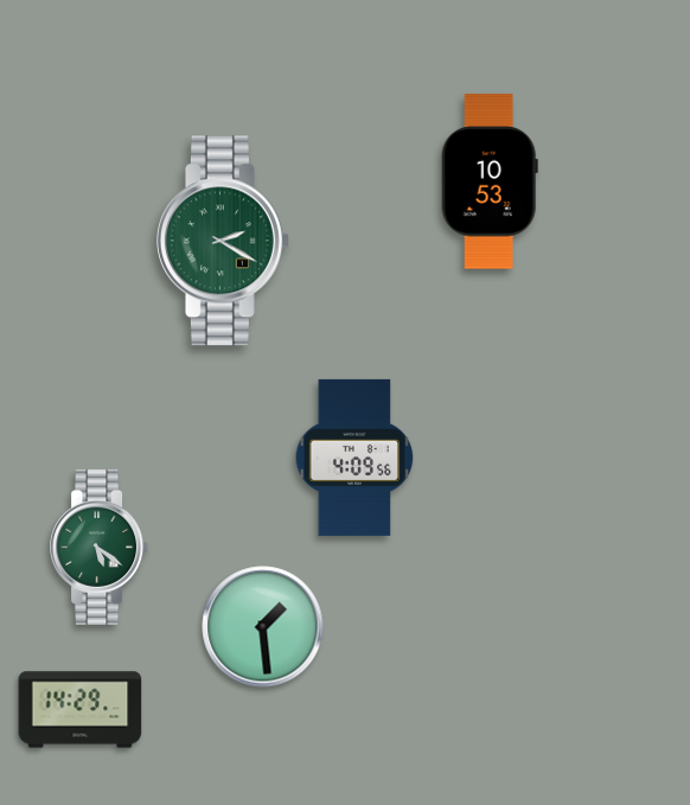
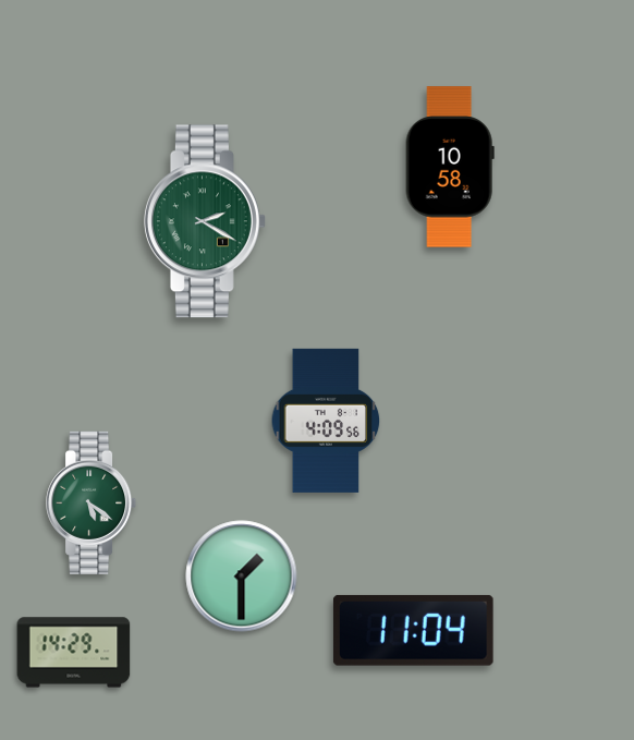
clock at (490, 181): 10:53 -> 10:58
clock at (263, 627): 1:29 -> 1:30
clock at (413, 630): none -> 11:04
